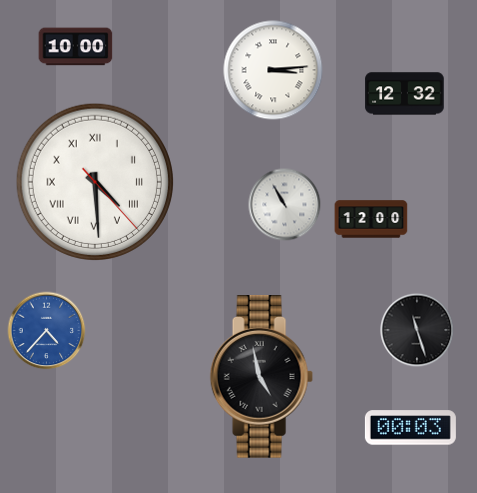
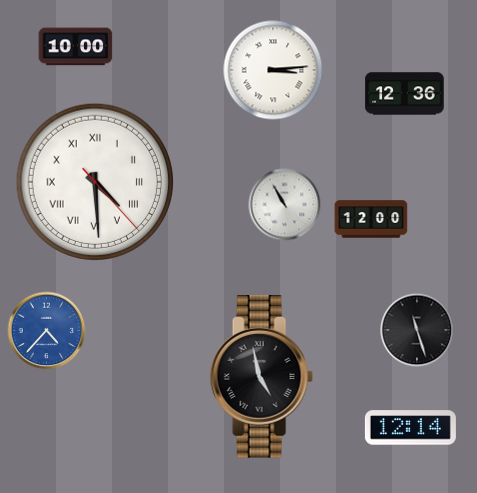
clock at (405, 94): 12:32 -> 12:36
clock at (410, 428): 00:03 -> 12:14
